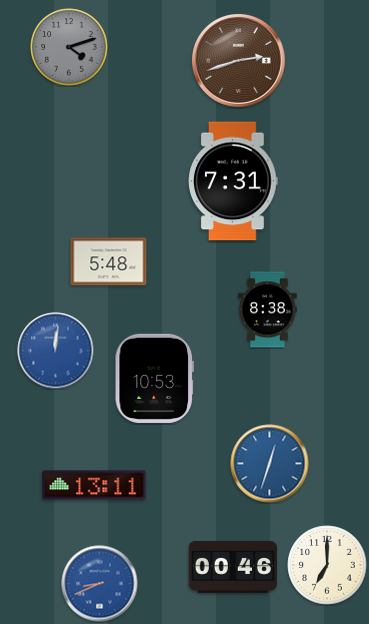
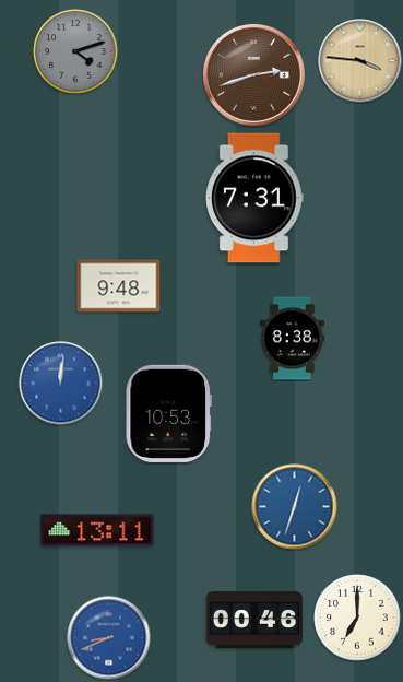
clock at (360, 61): none -> 3:46
clock at (239, 61) position: (239, 61) -> (254, 75)
clock at (109, 262): 5:48 -> 9:48
clock at (94, 485) position: (94, 485) -> (97, 530)
